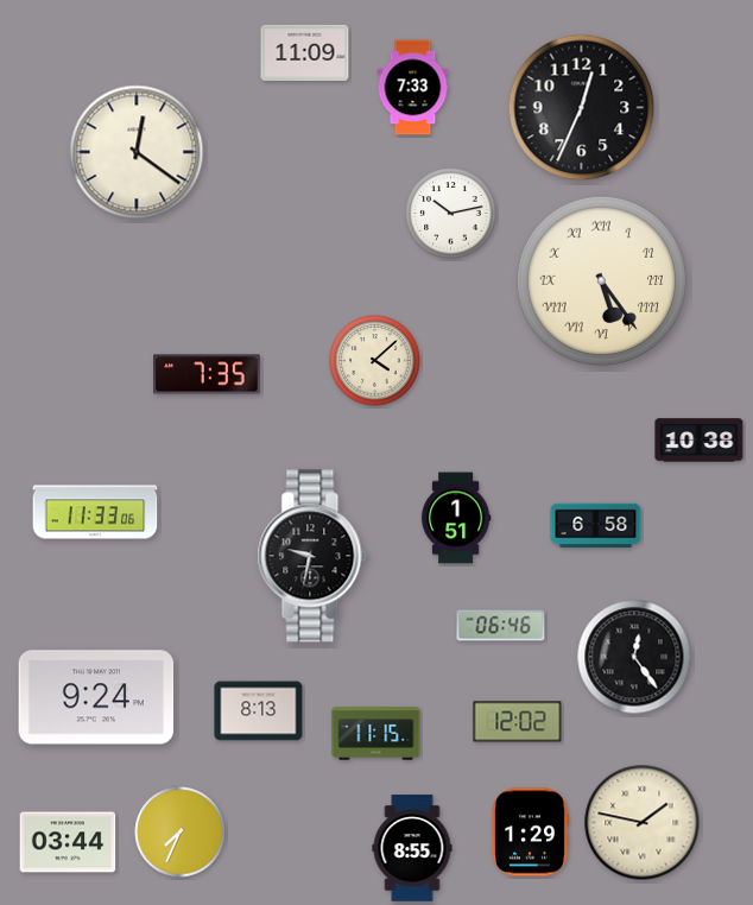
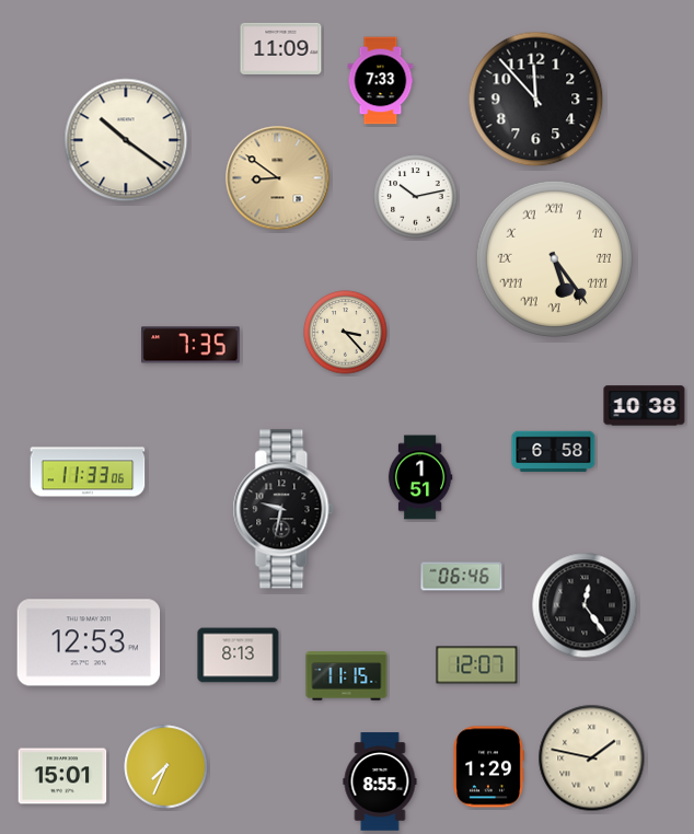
clock at (582, 108): 12:34 -> 11:53
clock at (137, 152): 12:21 -> 10:21
clock at (278, 178): none -> 8:51
clock at (375, 361): 4:08 -> 3:23
clock at (596, 526) position: (596, 526) -> (554, 452)
clock at (312, 556) position: (312, 556) -> (284, 509)
clock at (96, 697): 9:24 -> 12:53
clock at (518, 722): 12:02 -> 12:07
clock at (68, 842): 03:44 -> 15:01
